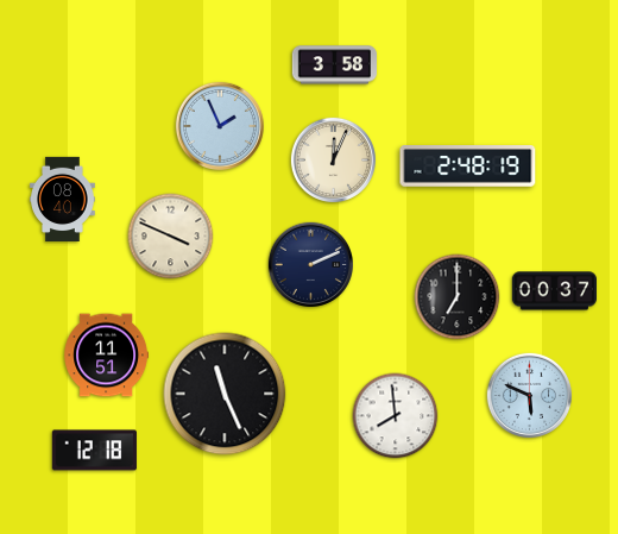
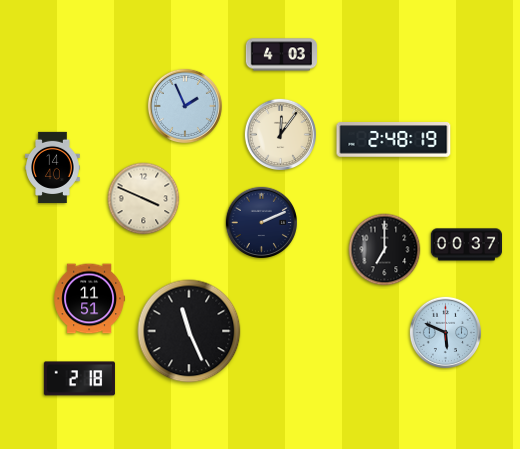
clock at (334, 65): 3:58 -> 4:03
clock at (333, 159): 12:04 -> 12:06
clock at (63, 200): 08:40 -> 14:40
clock at (396, 416): 7:59 -> none
clock at (94, 451): 12:18 -> 2:18
